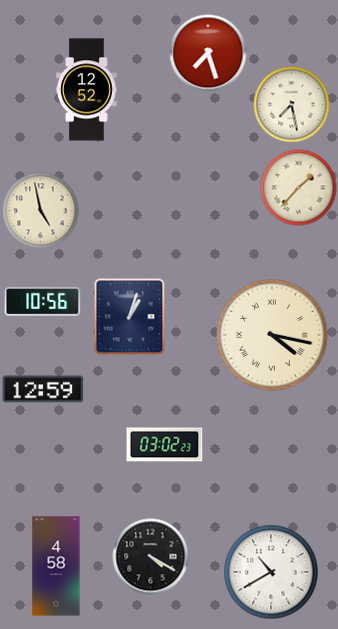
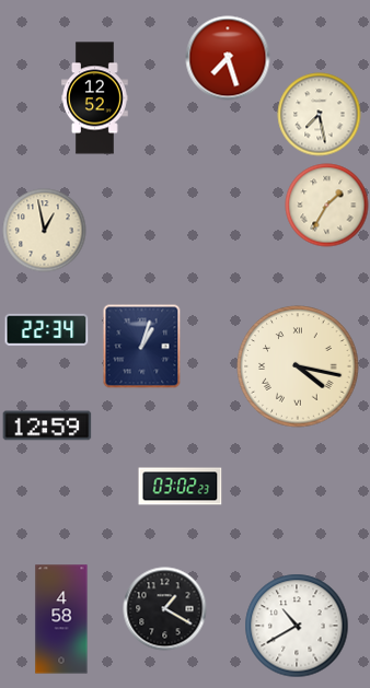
clock at (299, 188): 1:37 -> 1:35
clock at (41, 211): 4:58 -> 12:58
clock at (43, 301): 10:56 -> 22:34
clock at (151, 557): 4:20 -> 1:20
